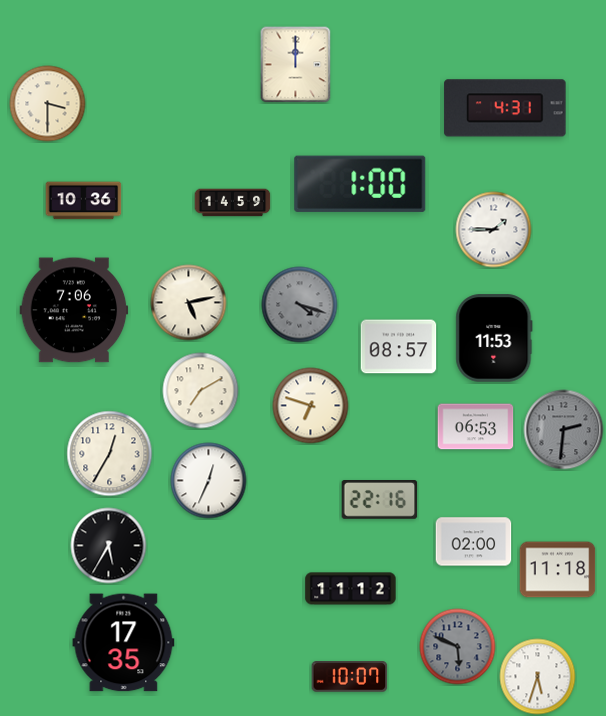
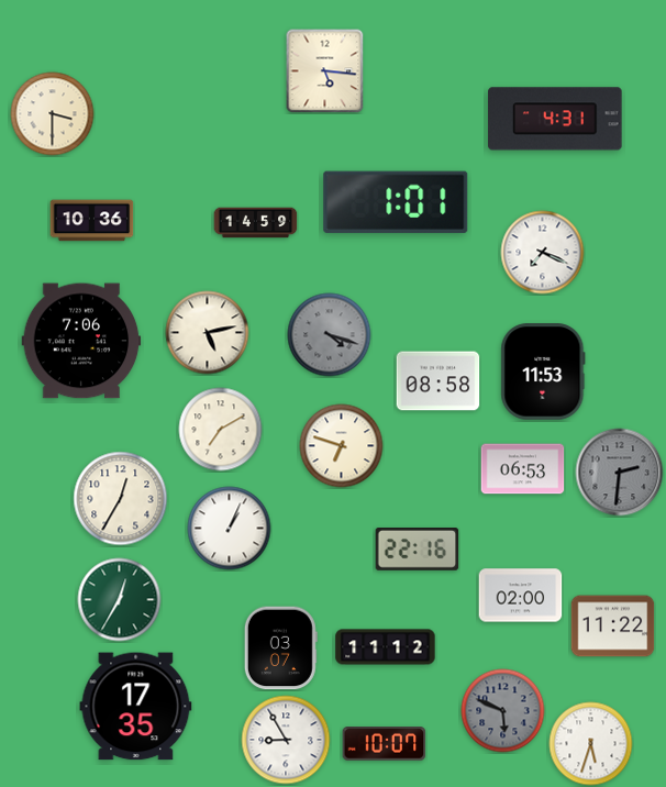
clock at (296, 65): 12:00 -> 5:16
clock at (360, 184): 1:00 -> 1:01
clock at (494, 230): 1:45 -> 7:19
clock at (399, 347): 08:57 -> 08:58
clock at (209, 481): 12:34 -> 1:04
clock at (109, 546): 5:35 -> 12:35
clock at (109, 546) dial: black -> green
clock at (558, 570): 11:18 -> 11:22
clock at (280, 649): none -> 03:07
clock at (286, 740): none -> 8:55
